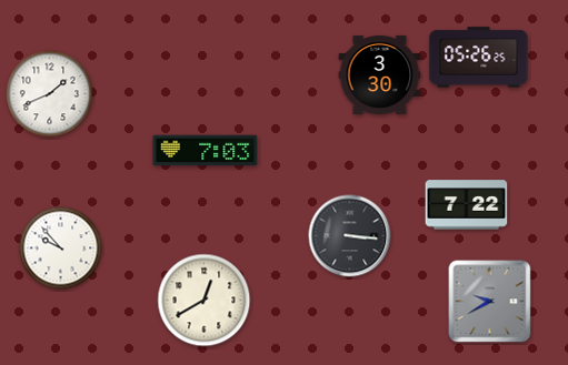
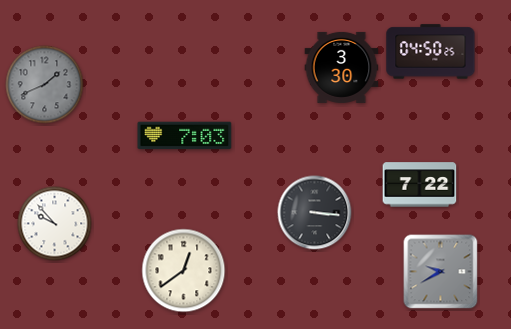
clock at (479, 58): 05:26 -> 04:50
clock at (50, 94) dial: white -> grey
clock at (205, 301): 12:40 -> 12:39
